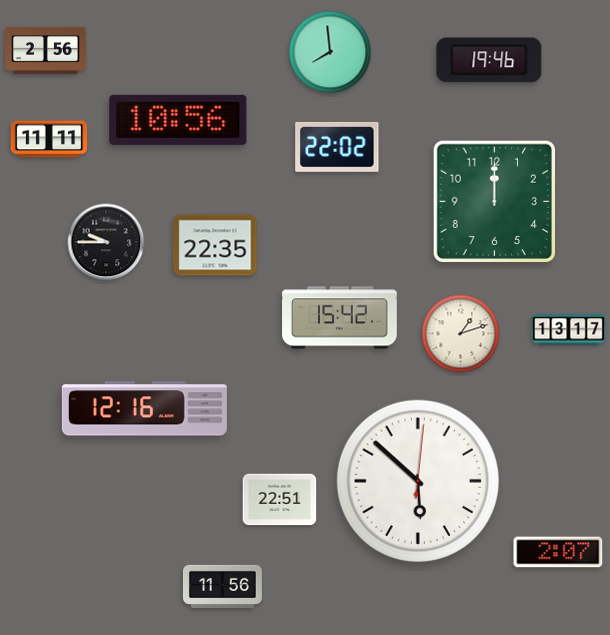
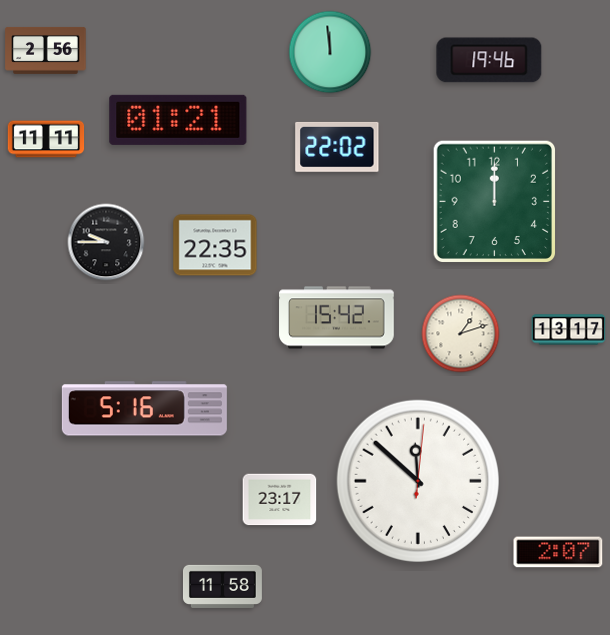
clock at (330, 52): 7:59 -> 11:59
clock at (178, 120): 10:56 -> 01:21
clock at (49, 139) position: (49, 139) -> (46, 139)
clock at (340, 318) position: (340, 318) -> (337, 318)
clock at (144, 409): 12:16 -> 5:16
clock at (417, 480): 5:52 -> 11:52
clock at (280, 500): 22:51 -> 23:17
clock at (223, 586): 11:56 -> 11:58
